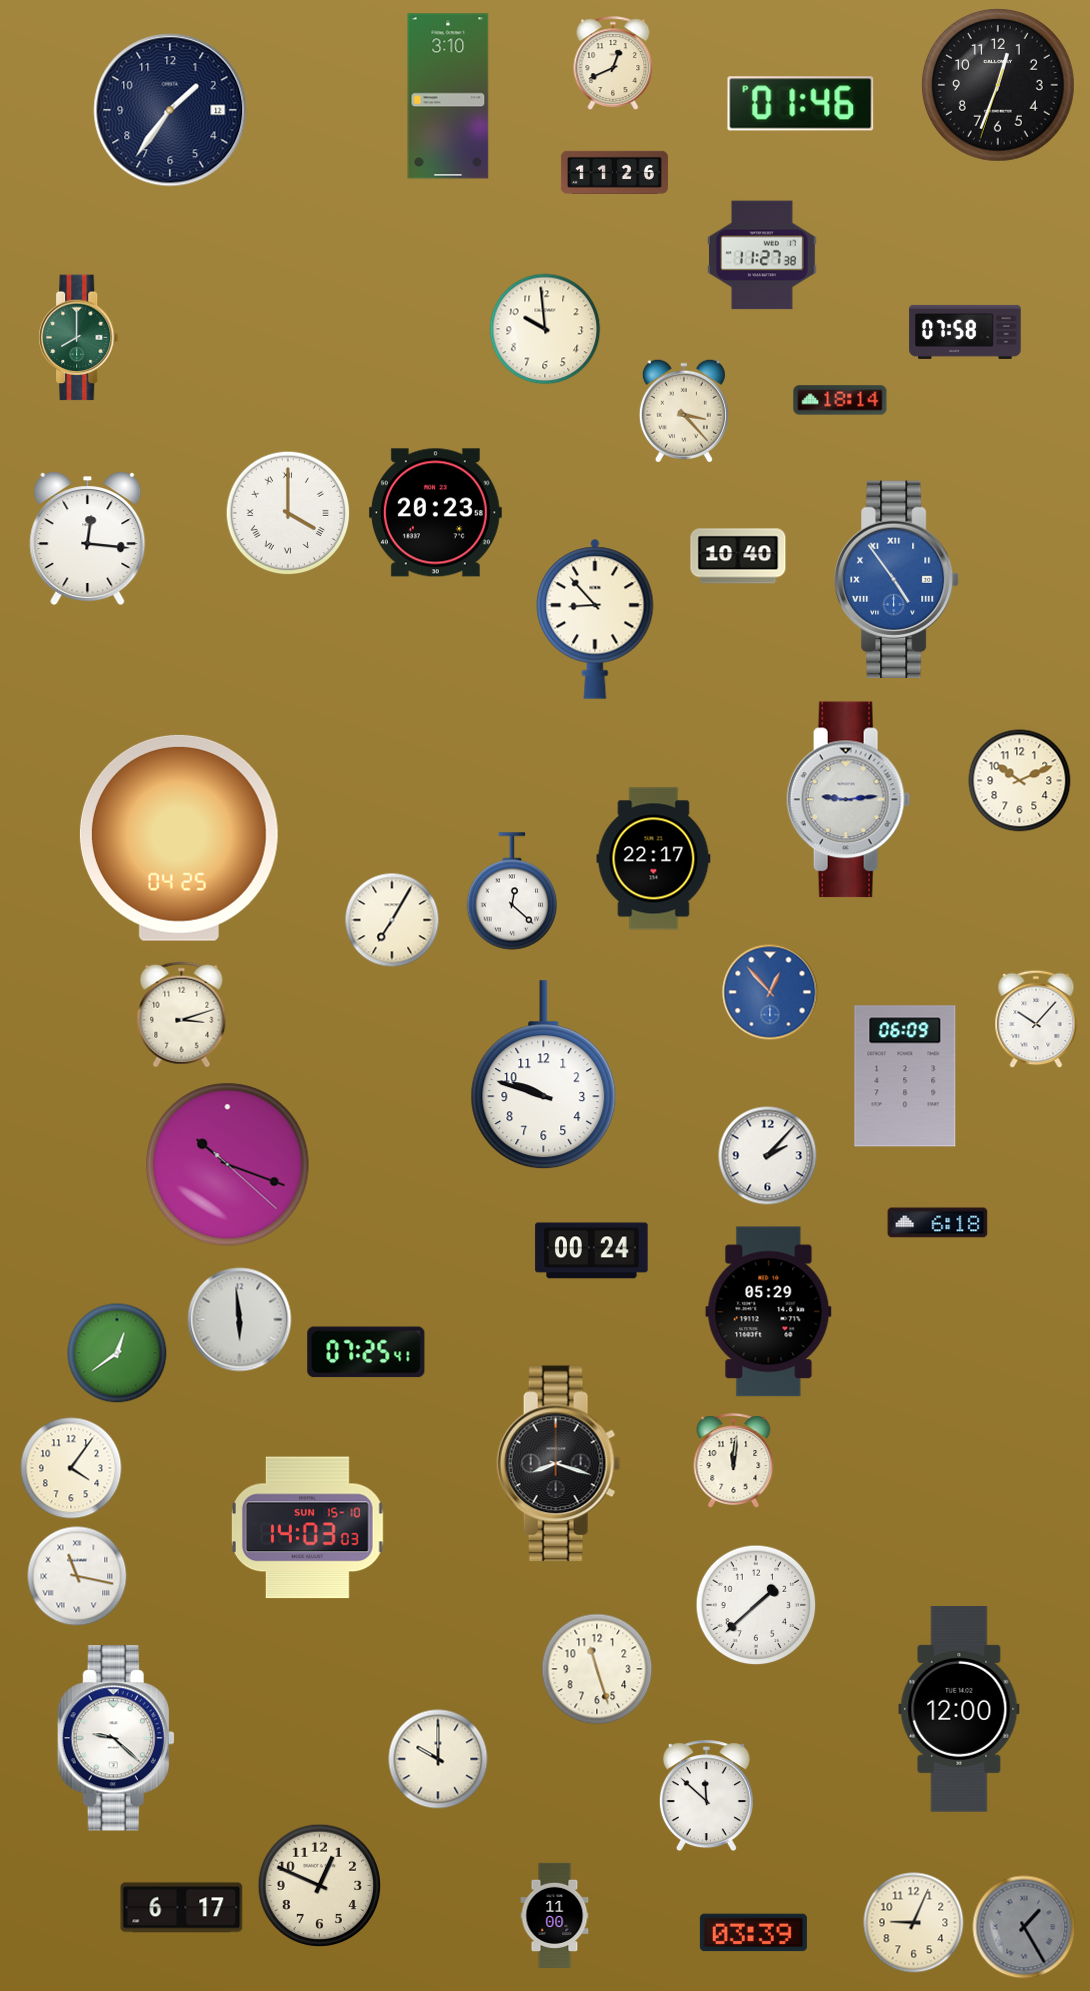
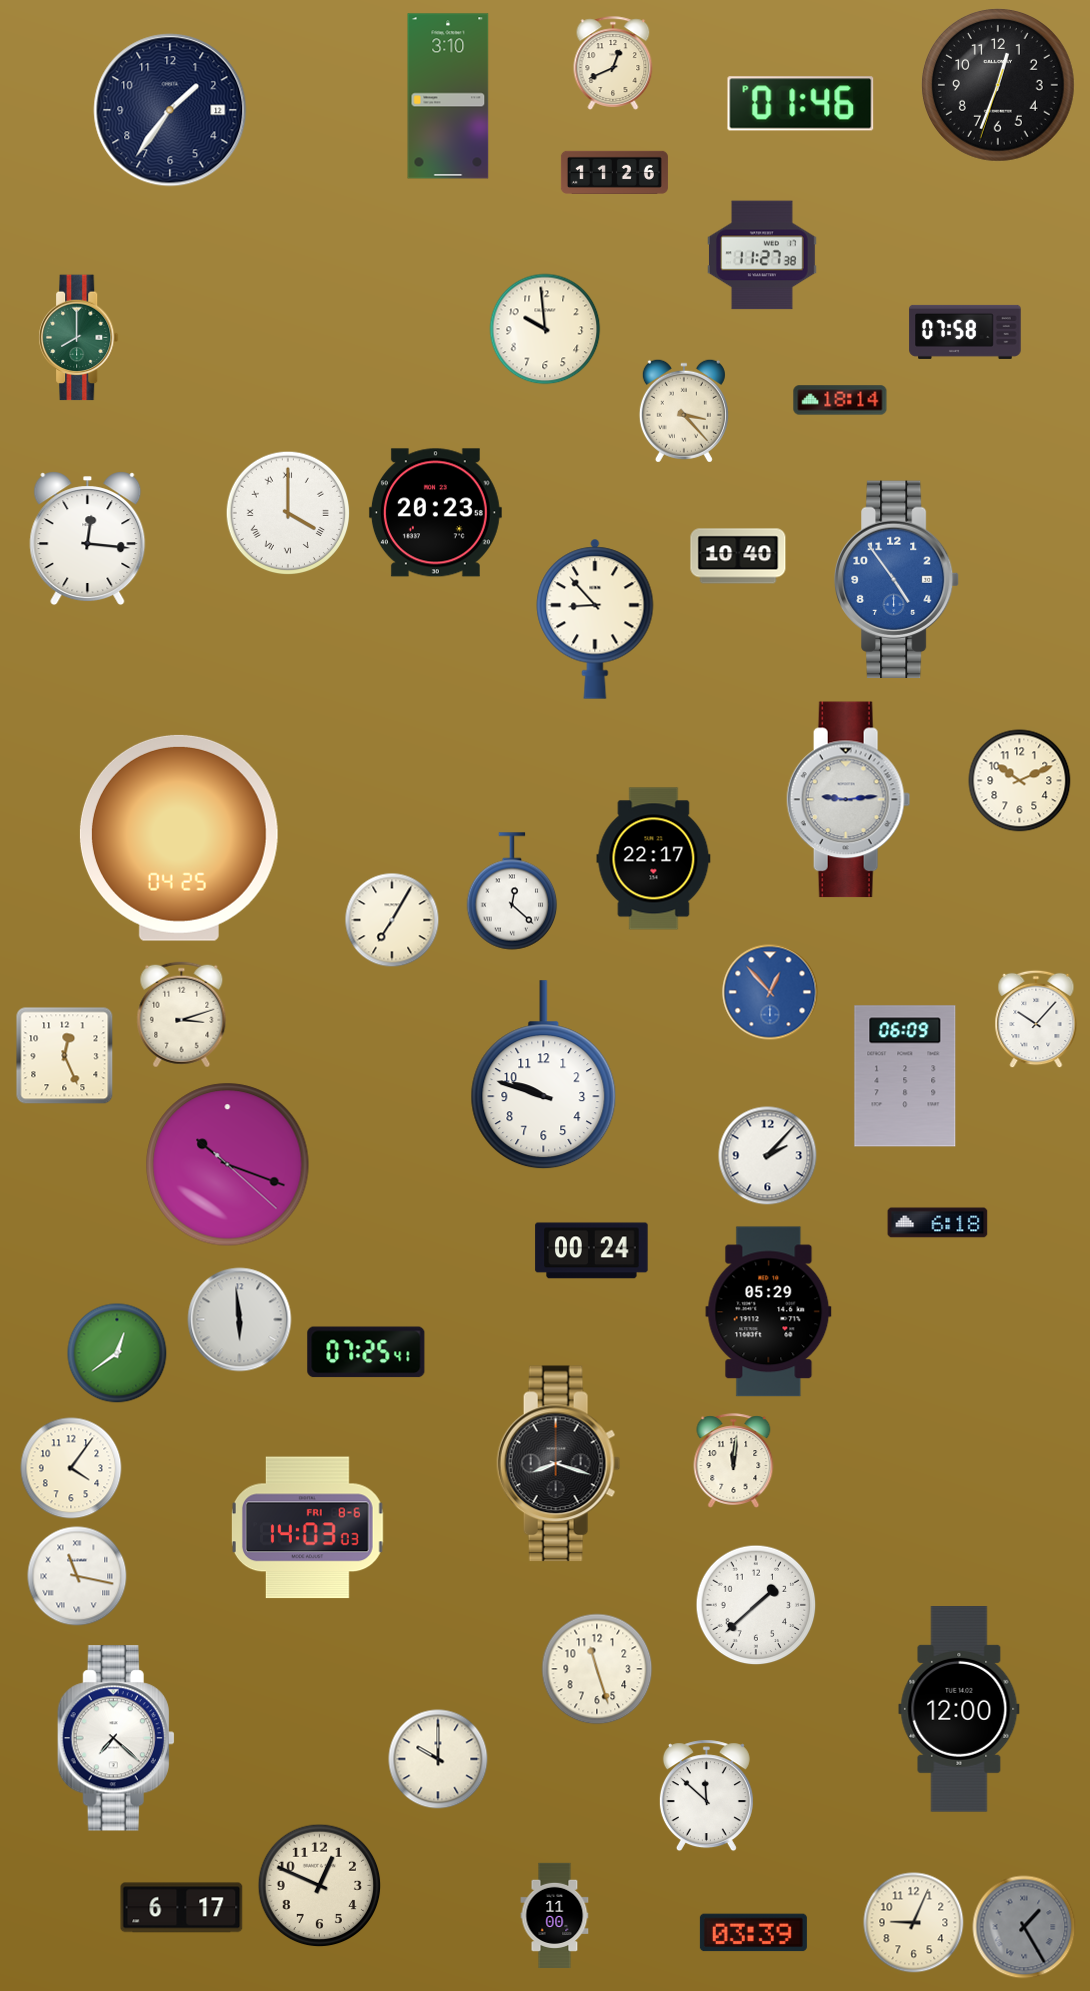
clock at (897, 580) numerals: Roman -> Arabic
clock at (65, 1056): none -> 12:26
clock at (307, 1528) date: SUN 15-10 -> FRI 8-6
clock at (116, 1738): 9:22 -> 7:22
